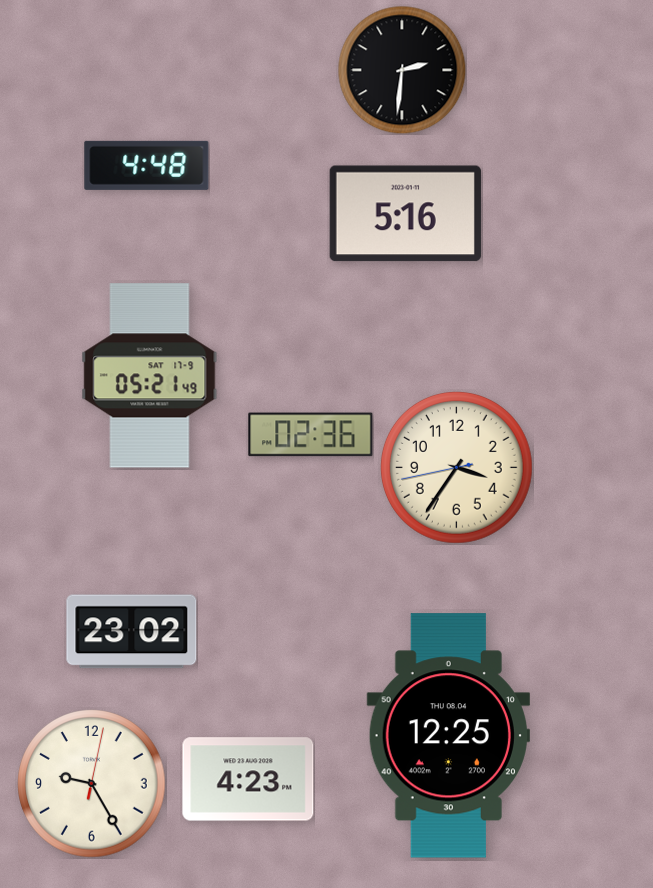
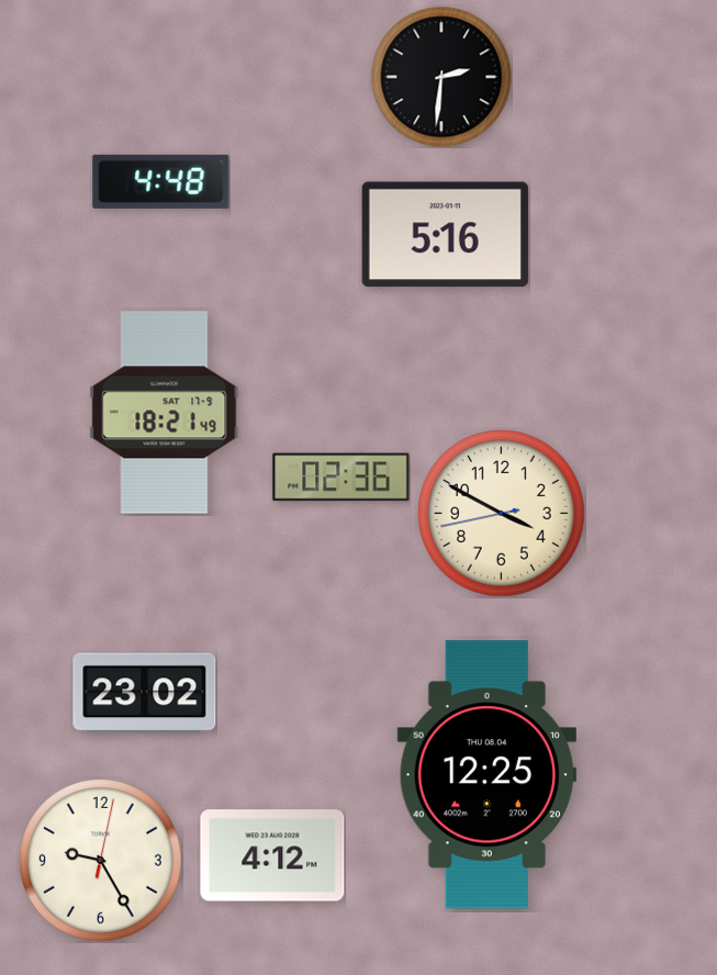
clock at (150, 376): 05:21 -> 18:21
clock at (457, 468): 3:35 -> 3:49
clock at (448, 736) position: (448, 736) -> (486, 775)
clock at (248, 779): 4:23 -> 4:12
